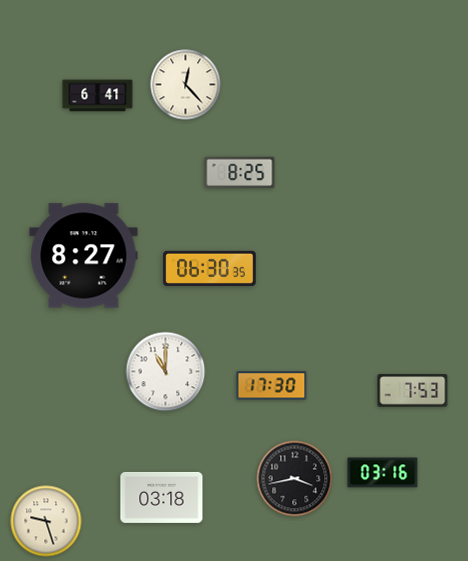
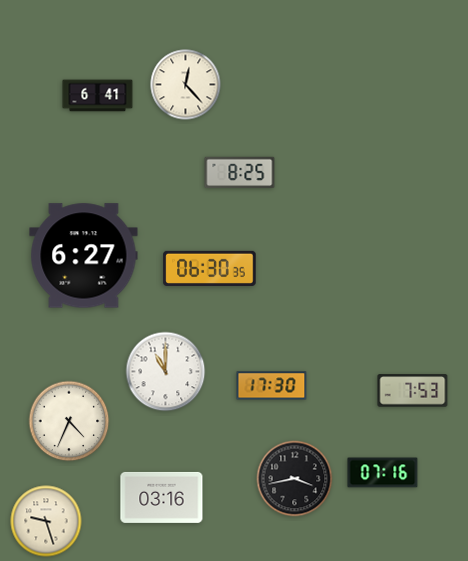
clock at (84, 256): 8:27 -> 6:27
clock at (69, 421): none -> 4:34
clock at (383, 473): 03:16 -> 07:16
clock at (162, 497): 03:18 -> 03:16
